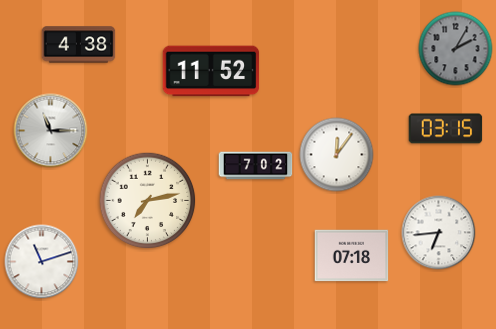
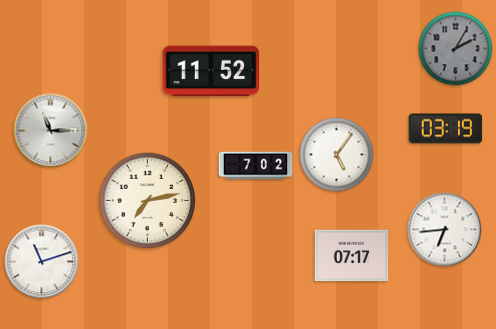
clock at (79, 45): 4:38 -> none
clock at (446, 129): 03:15 -> 03:19
clock at (337, 155): 12:06 -> 5:06
clock at (439, 233) position: (439, 233) -> (445, 230)
clock at (352, 256): 07:18 -> 07:17
